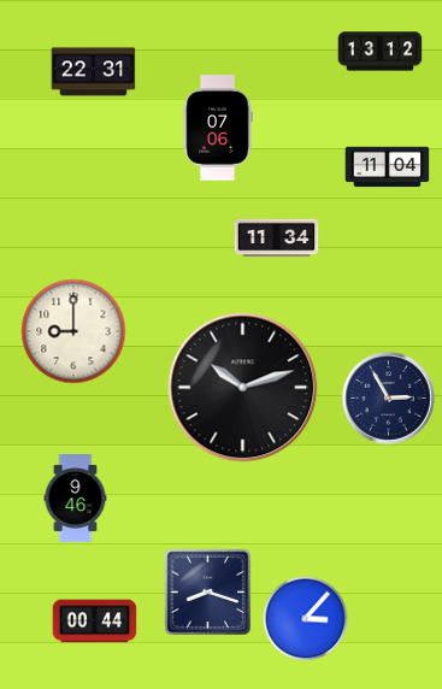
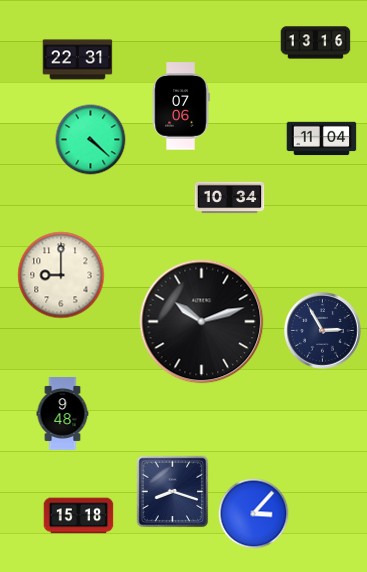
clock at (381, 52): 13:12 -> 13:16
clock at (91, 140): none -> 4:22
clock at (277, 238): 11:34 -> 10:34
clock at (76, 499): 9:46 -> 9:48
clock at (95, 622): 00:44 -> 15:18
